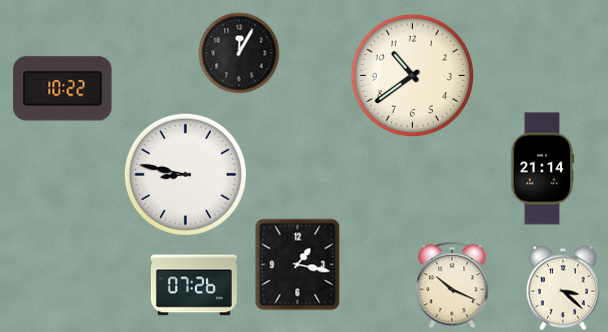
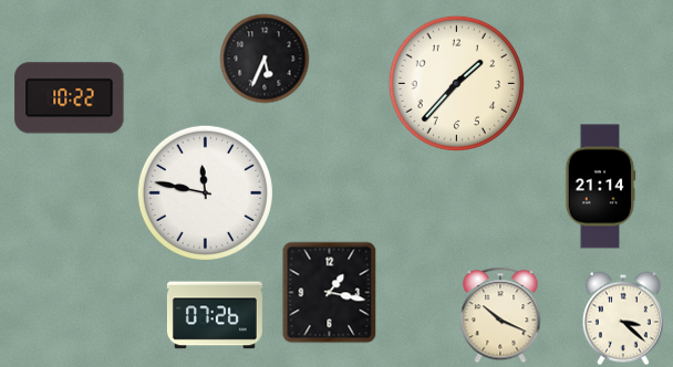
clock at (239, 53): 12:05 -> 5:34
clock at (412, 75): 10:39 -> 1:37
clock at (185, 174): 8:47 -> 11:47
